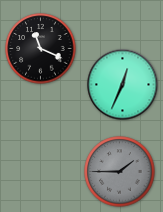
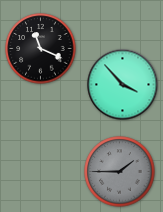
clock at (123, 85): 12:34 -> 3:53
